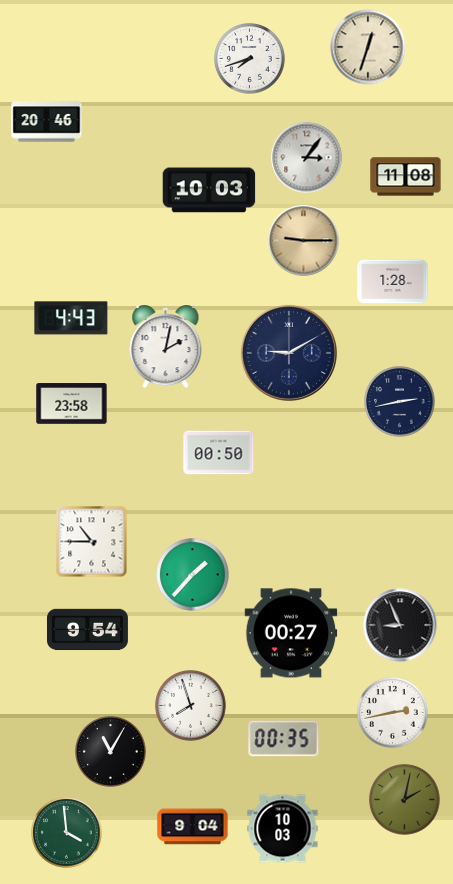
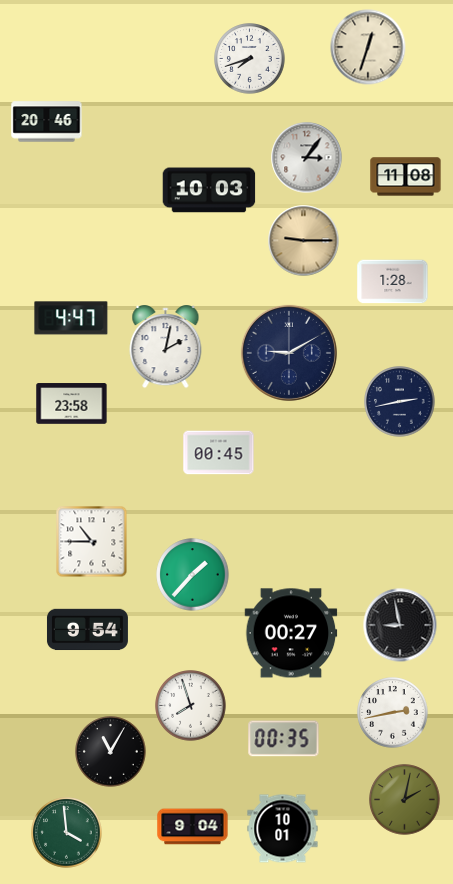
clock at (71, 318): 4:43 -> 4:47
clock at (219, 453): 00:50 -> 00:45
clock at (400, 625): 8:56 -> 8:58
clock at (283, 829): 10:03 -> 10:01
